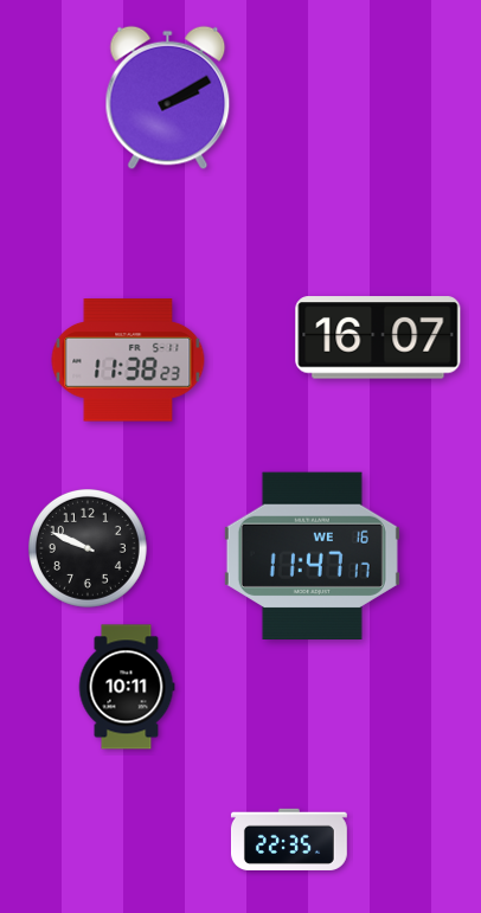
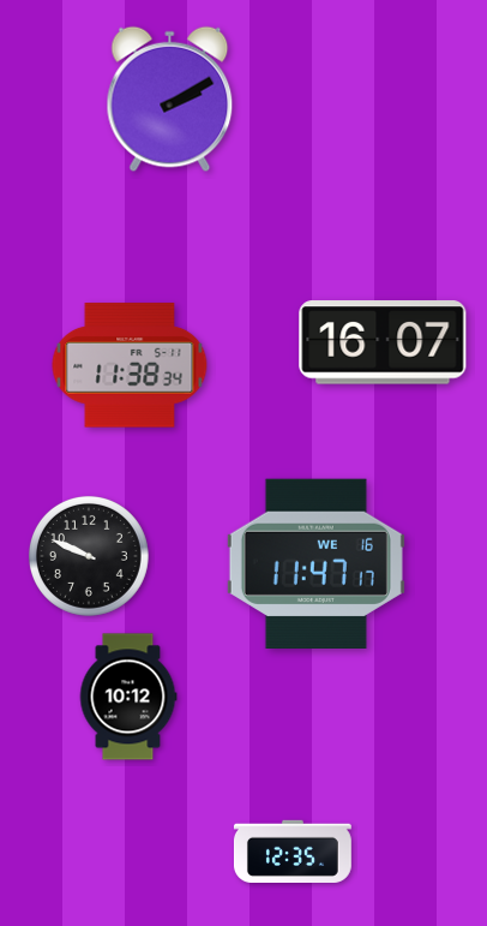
clock at (128, 360): 11:38:23 -> 11:38:34
clock at (127, 687): 10:11 -> 10:12
clock at (289, 840): 22:35 -> 12:35
